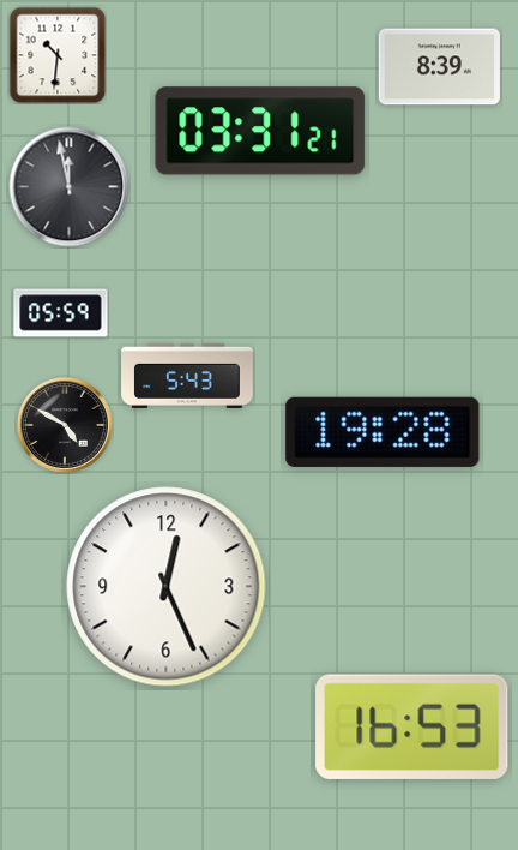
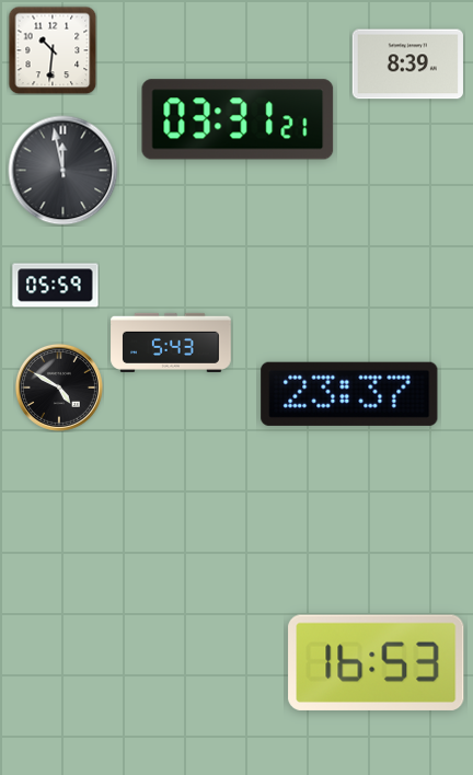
clock at (439, 67) position: (439, 67) -> (407, 65)
clock at (383, 432): 19:28 -> 23:37
clock at (167, 587): 12:26 -> none
